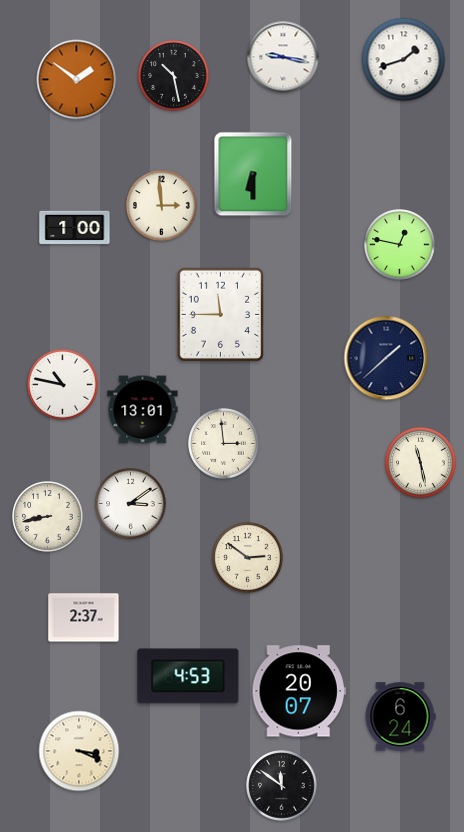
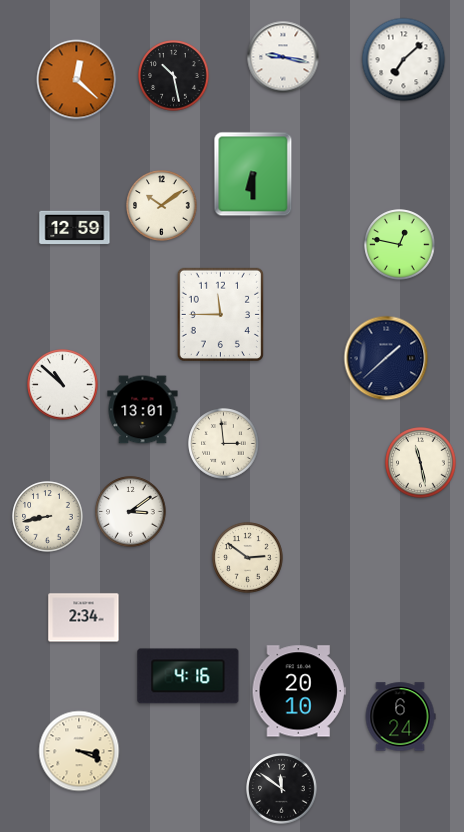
clock at (404, 60): 1:42 -> 7:08
clock at (77, 80): 1:51 -> 12:22
clock at (162, 206): 2:59 -> 10:09
clock at (75, 228): 1:00 -> 12:59
clock at (63, 385): 10:47 -> 10:52
clock at (131, 504) position: (131, 504) -> (131, 512)
clock at (84, 618): 2:37 -> 2:34
clock at (188, 676): 4:53 -> 4:16
clock at (299, 691): 20:07 -> 20:10
clock at (282, 786) position: (282, 786) -> (282, 789)
